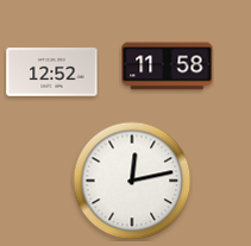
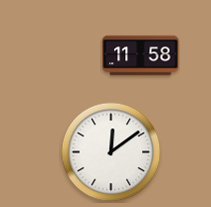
clock at (52, 72): 12:52 -> none
clock at (132, 181): 12:13 -> 12:09
